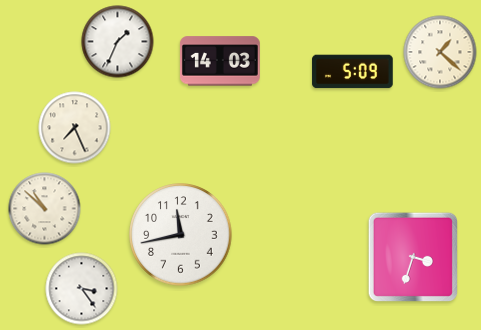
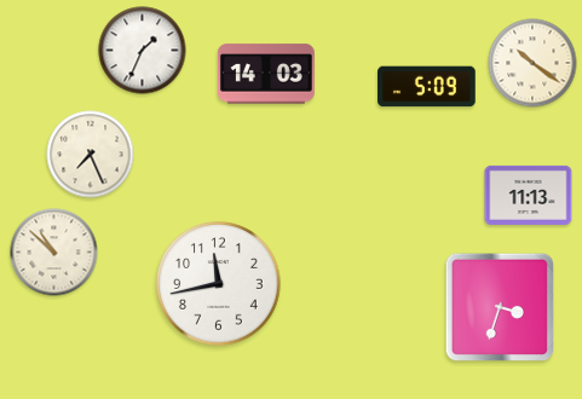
clock at (440, 52): 1:22 -> 10:21
clock at (529, 195): none -> 11:13
clock at (412, 256) position: (412, 256) -> (499, 306)
clock at (82, 289): 3:24 -> none
